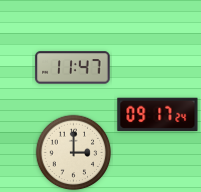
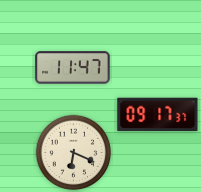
clock at (158, 115): 09:17:24 -> 09:17:37
clock at (74, 153): 3:00 -> 6:19
